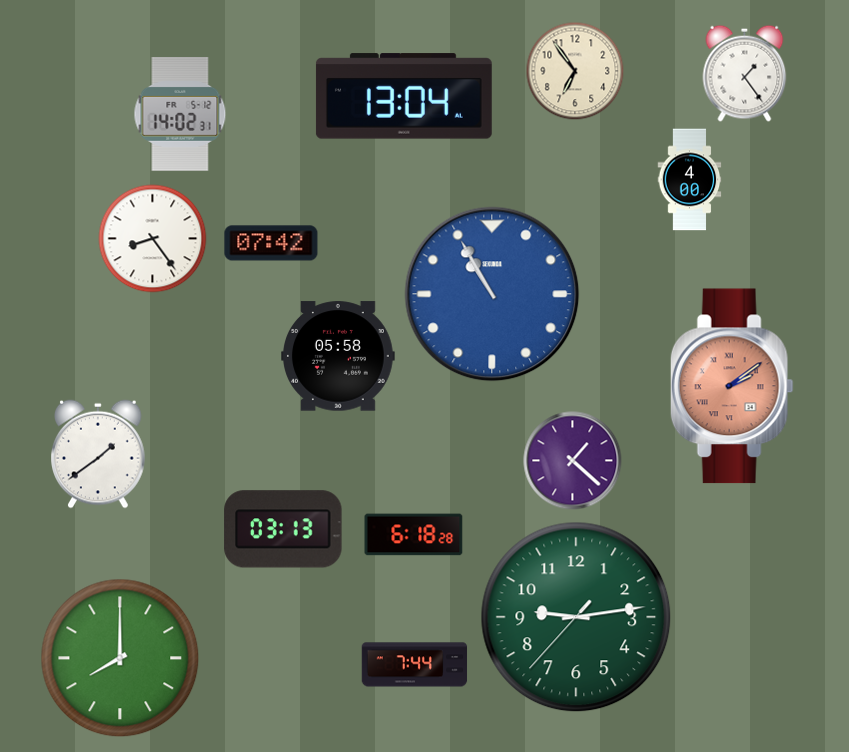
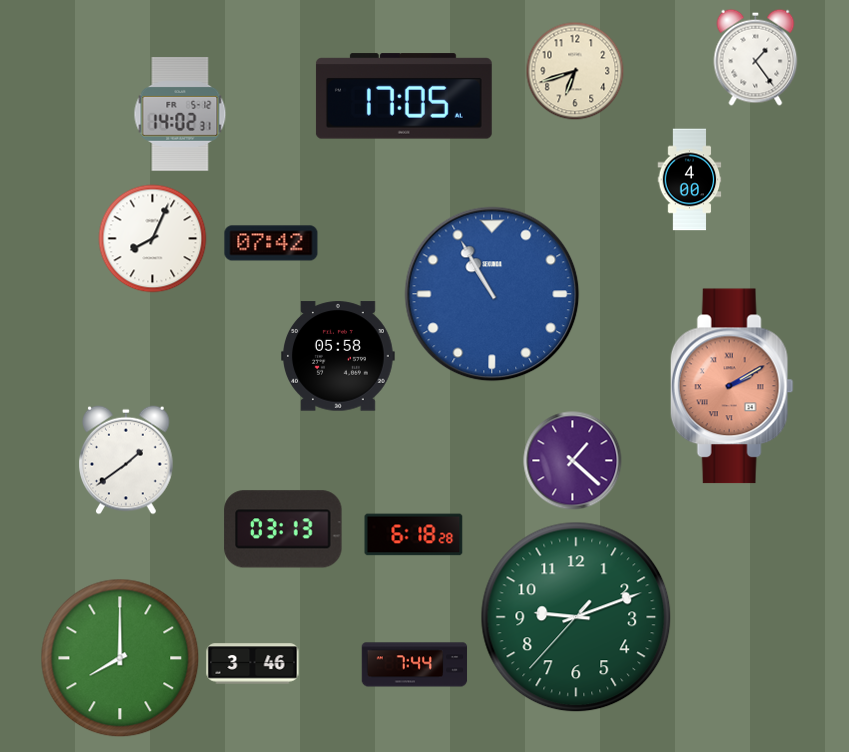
clock at (575, 71): 6:54 -> 6:42
clock at (745, 73) position: (745, 73) -> (756, 57)
clock at (404, 96): 13:04 -> 17:05
clock at (153, 239): 8:24 -> 8:04
clock at (732, 386): 2:09 -> 2:10
clock at (99, 454) position: (99, 454) -> (127, 460)
clock at (576, 617): 9:13 -> 9:11
clock at (253, 664): none -> 3:46
